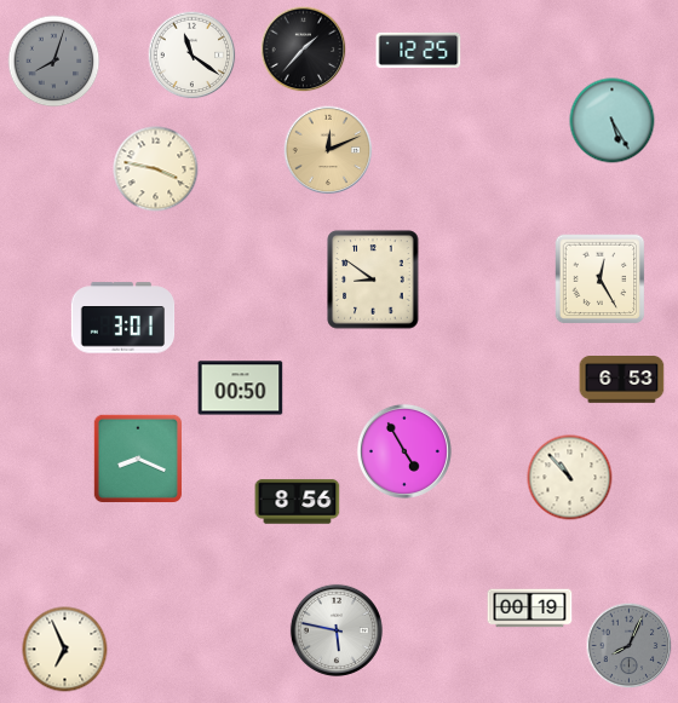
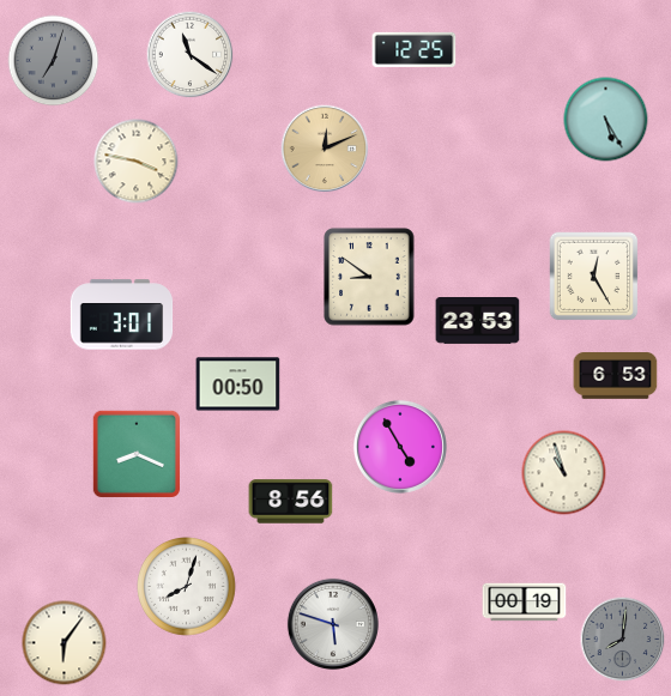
clock at (304, 50): 1:37 -> none
clock at (54, 62): 8:03 -> 7:03
clock at (156, 169) position: (156, 169) -> (137, 162)
clock at (478, 321): none -> 23:53
clock at (570, 478): 10:53 -> 10:57
clock at (298, 502) position: (298, 502) -> (291, 502)
clock at (187, 587): none -> 8:03
clock at (337, 630): 5:47 -> 5:48
clock at (630, 646): 8:04 -> 8:01
clock at (65, 650): 6:56 -> 6:06
